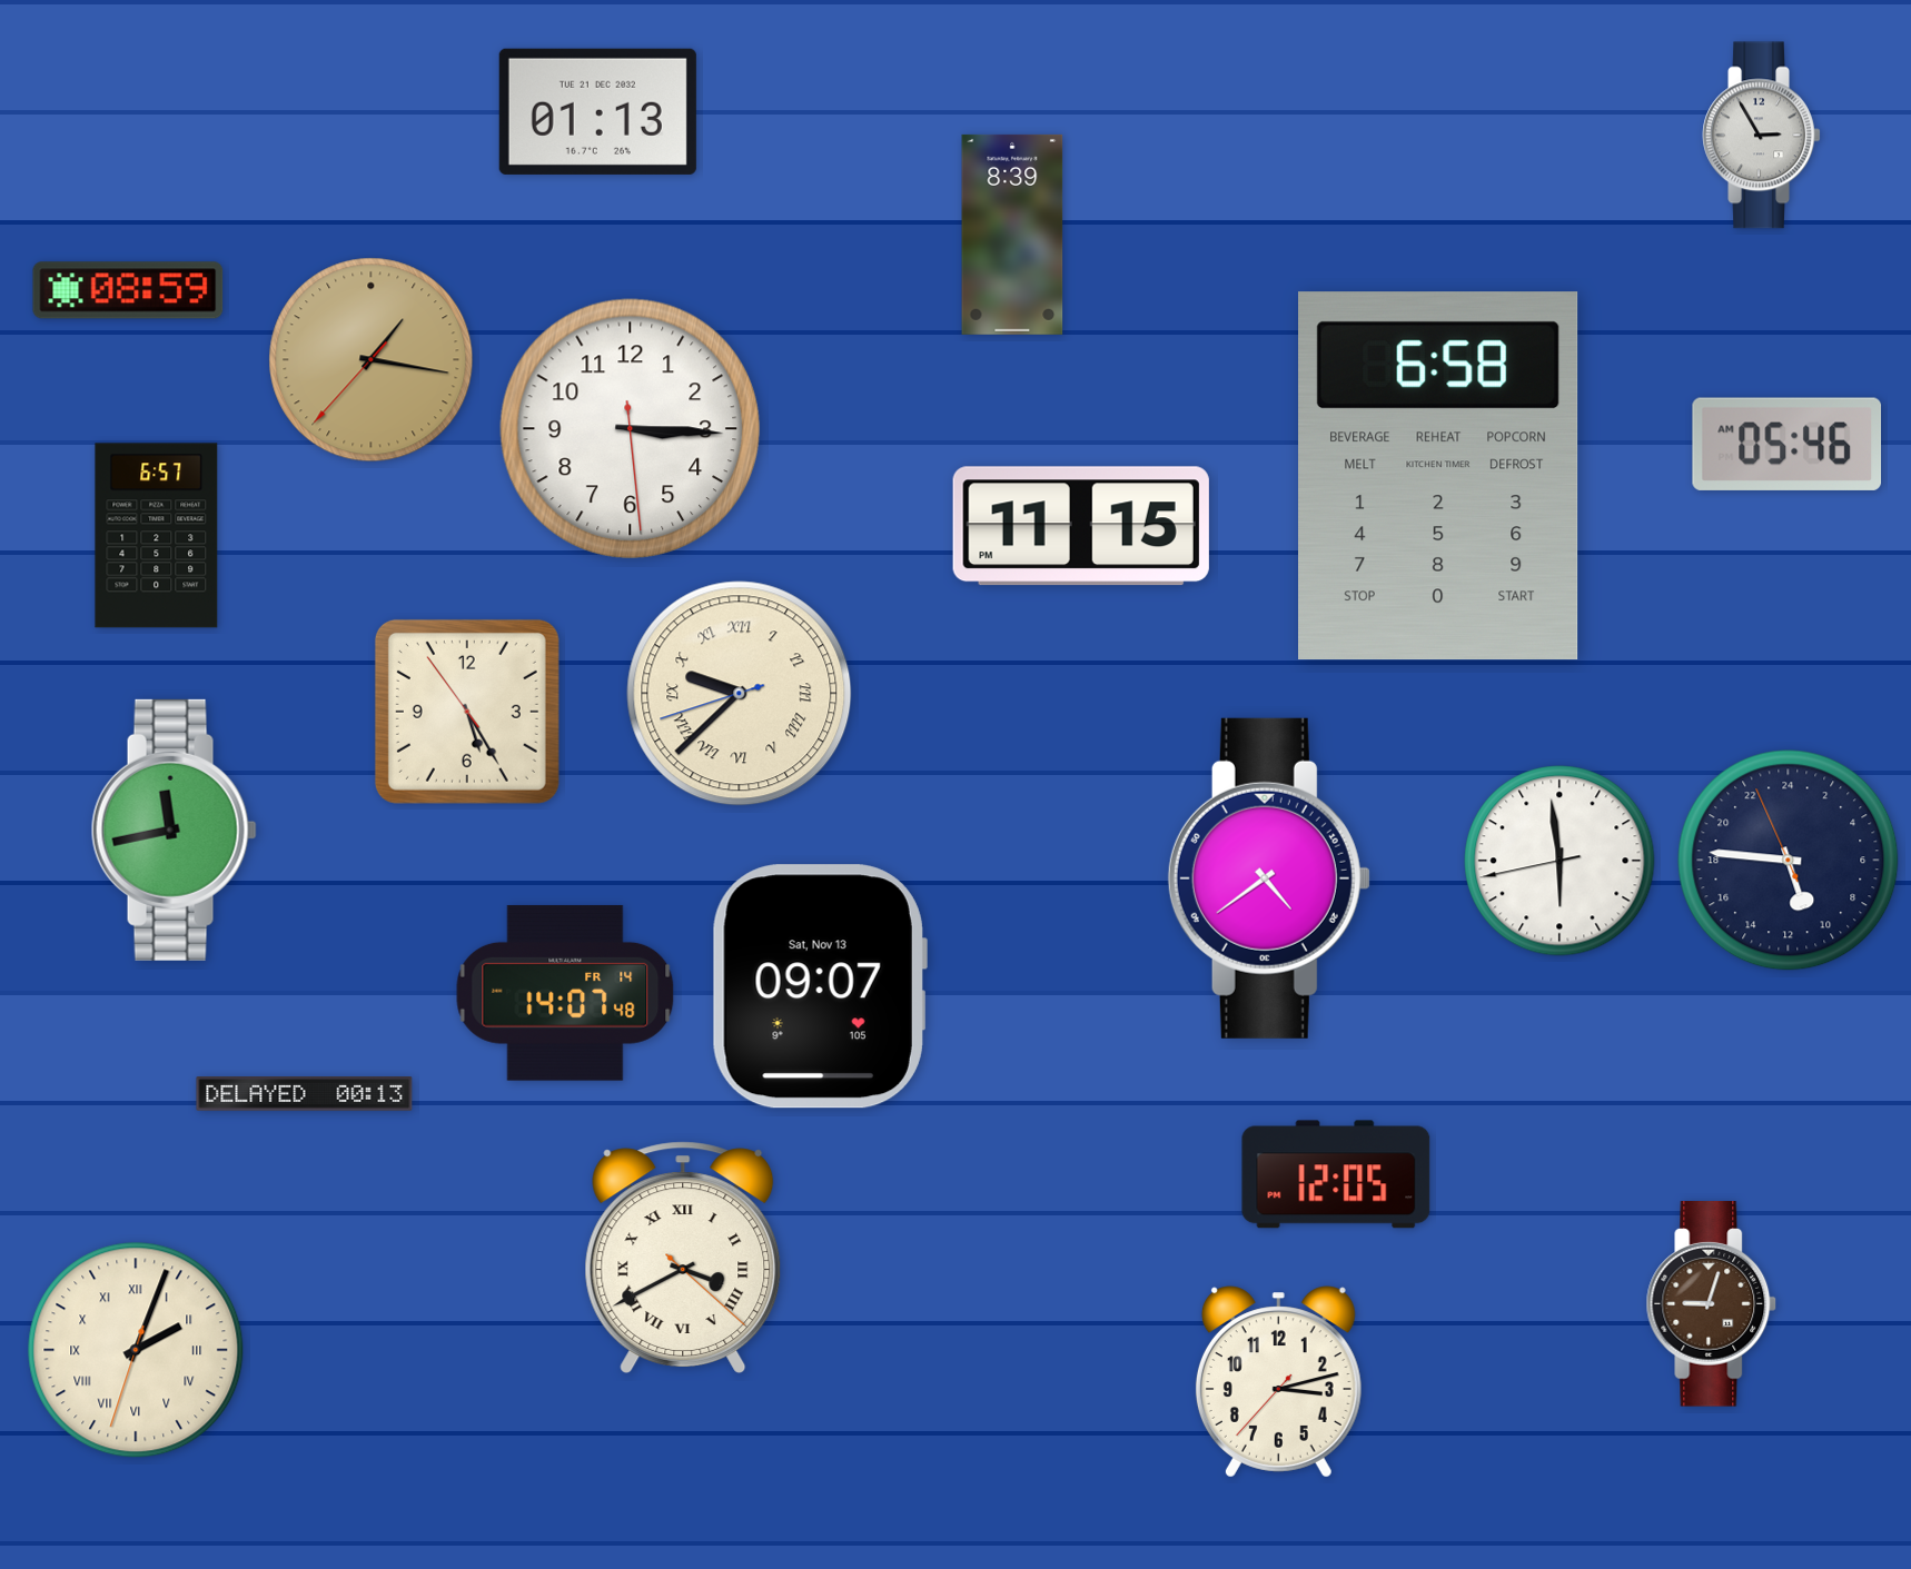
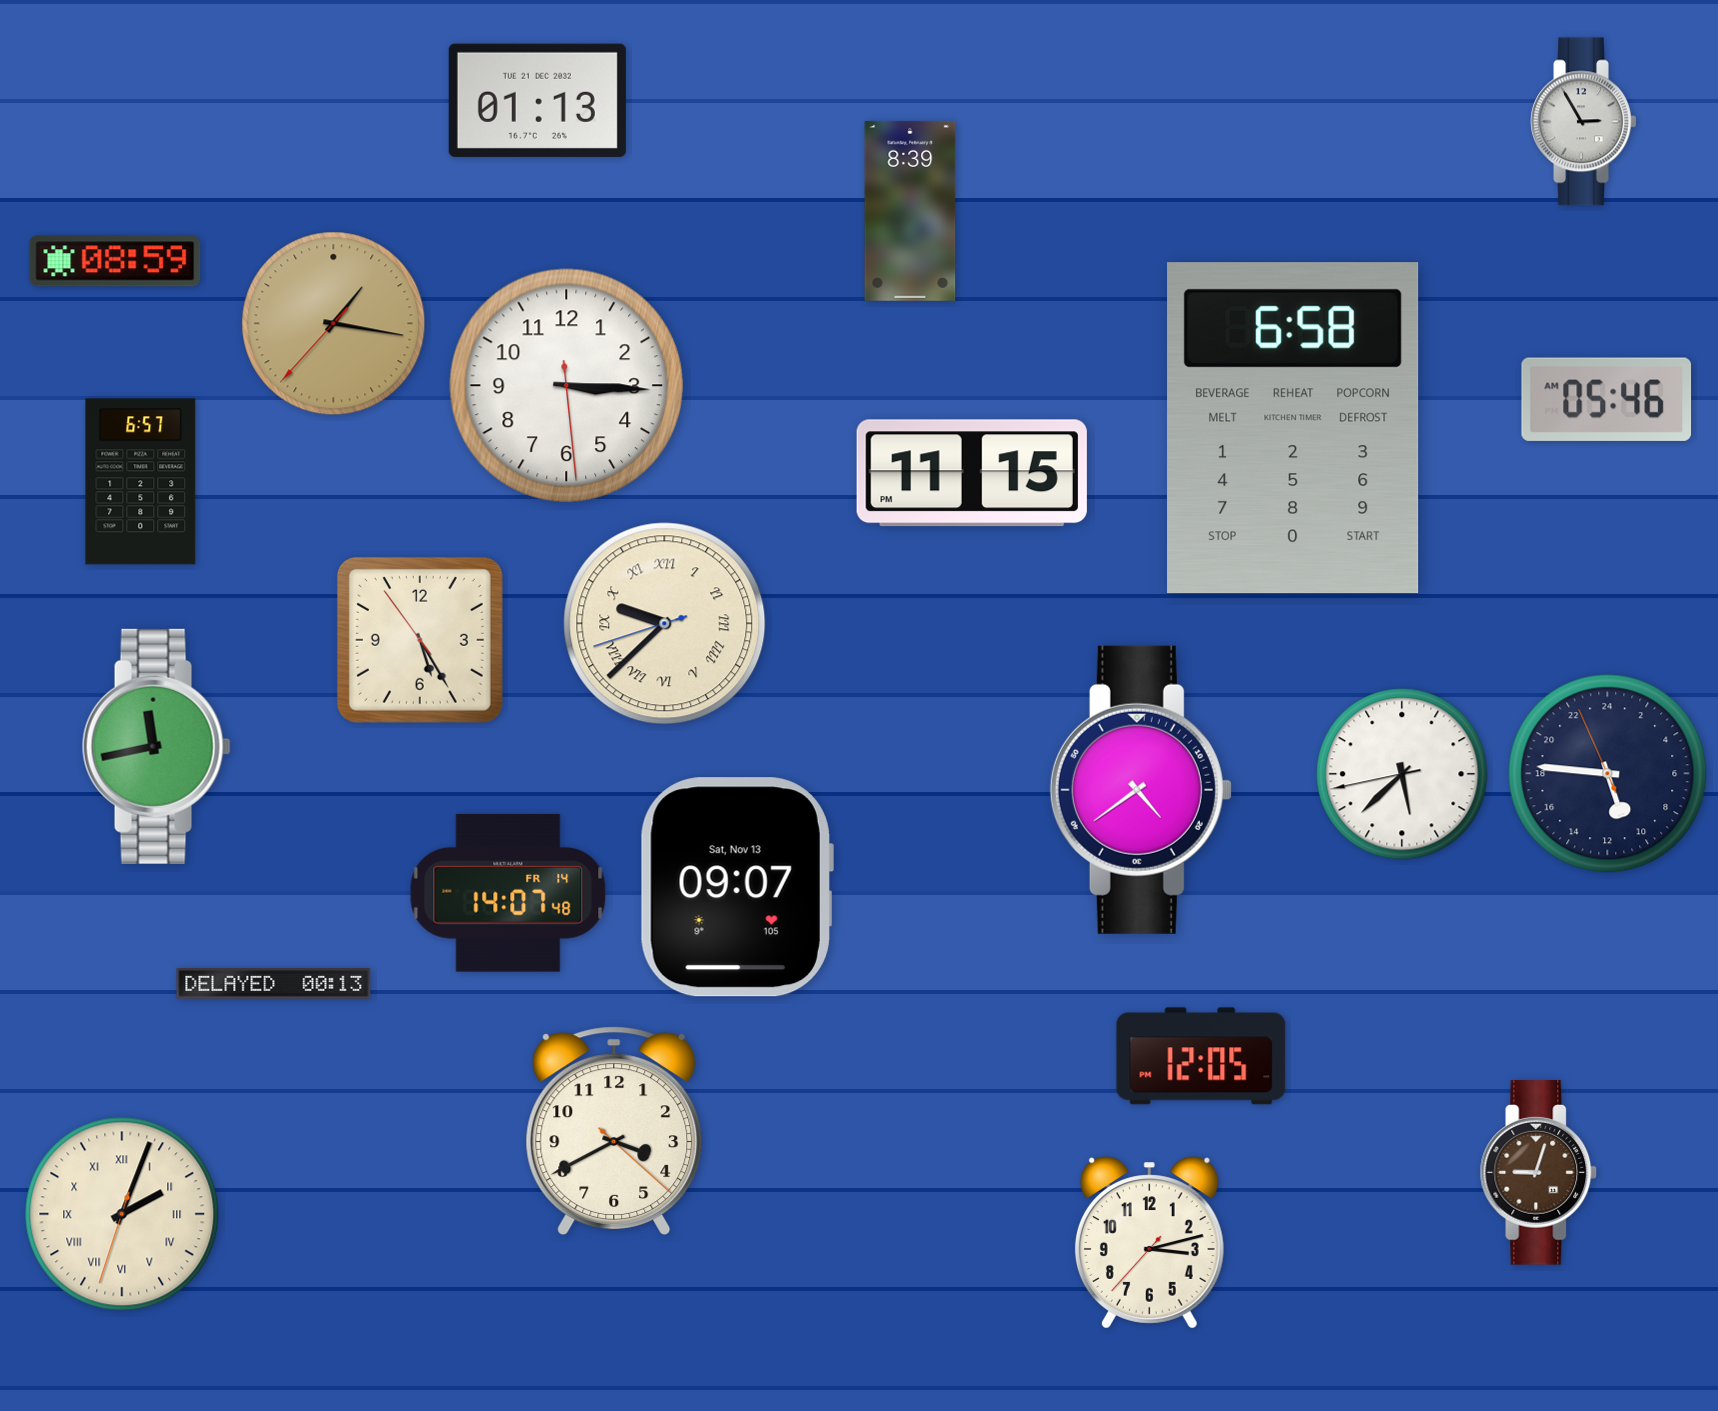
clock at (1560, 861): 5:58 -> 5:37
clock at (683, 1258) numerals: Roman -> Arabic
